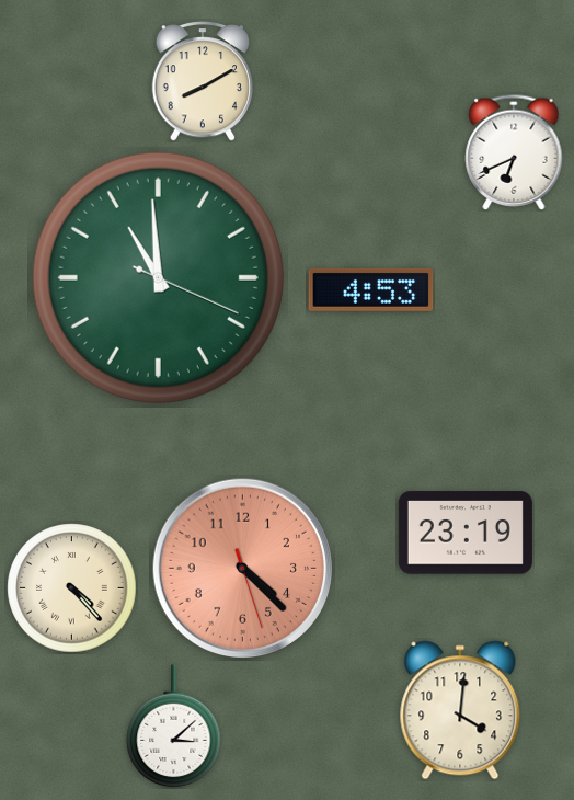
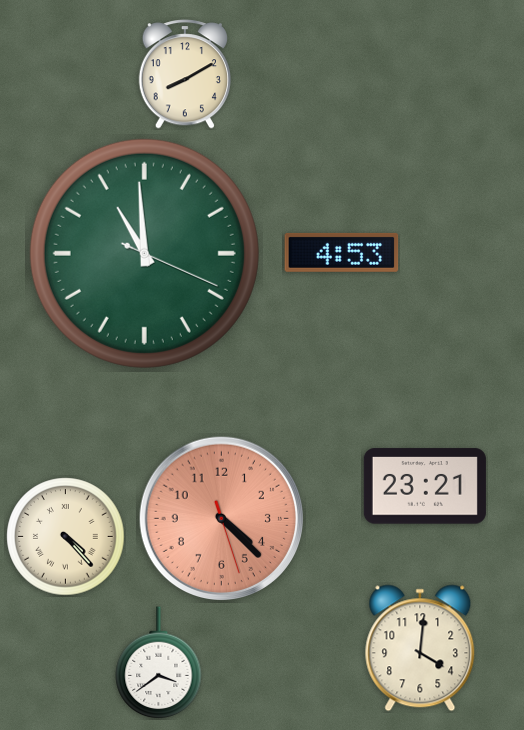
clock at (514, 152): 6:41 -> none
clock at (371, 289) position: (371, 289) -> (342, 252)
clock at (466, 533): 23:19 -> 23:21
clock at (174, 727): 3:08 -> 3:39
